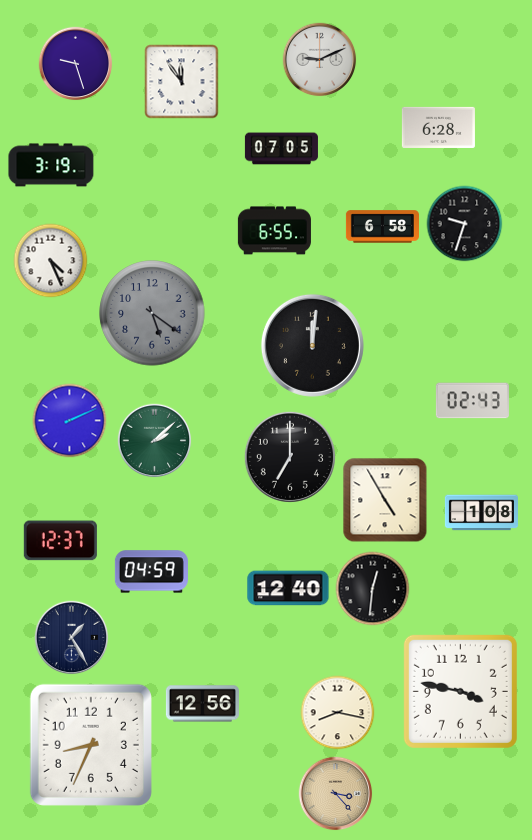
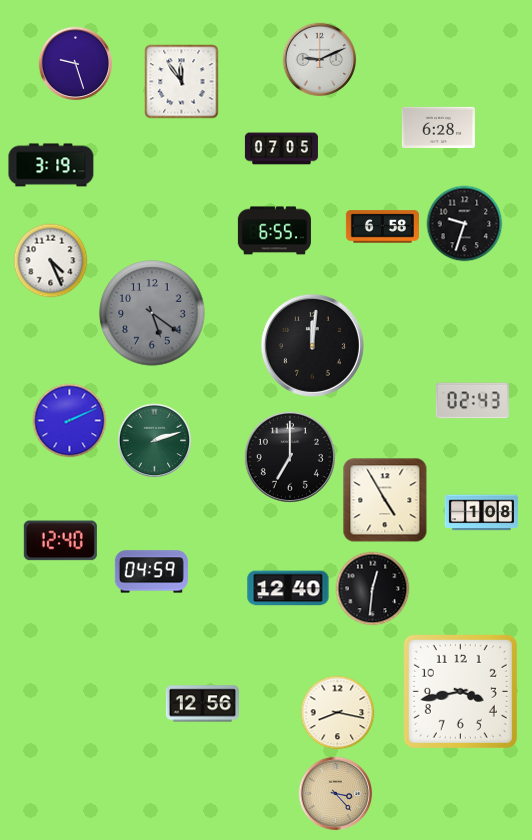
clock at (155, 441): 2:08 -> 2:12
clock at (60, 541): 12:37 -> 12:40
clock at (72, 638): 1:25 -> none
clock at (460, 691): 3:47 -> 3:43
clock at (91, 745): 8:34 -> none
